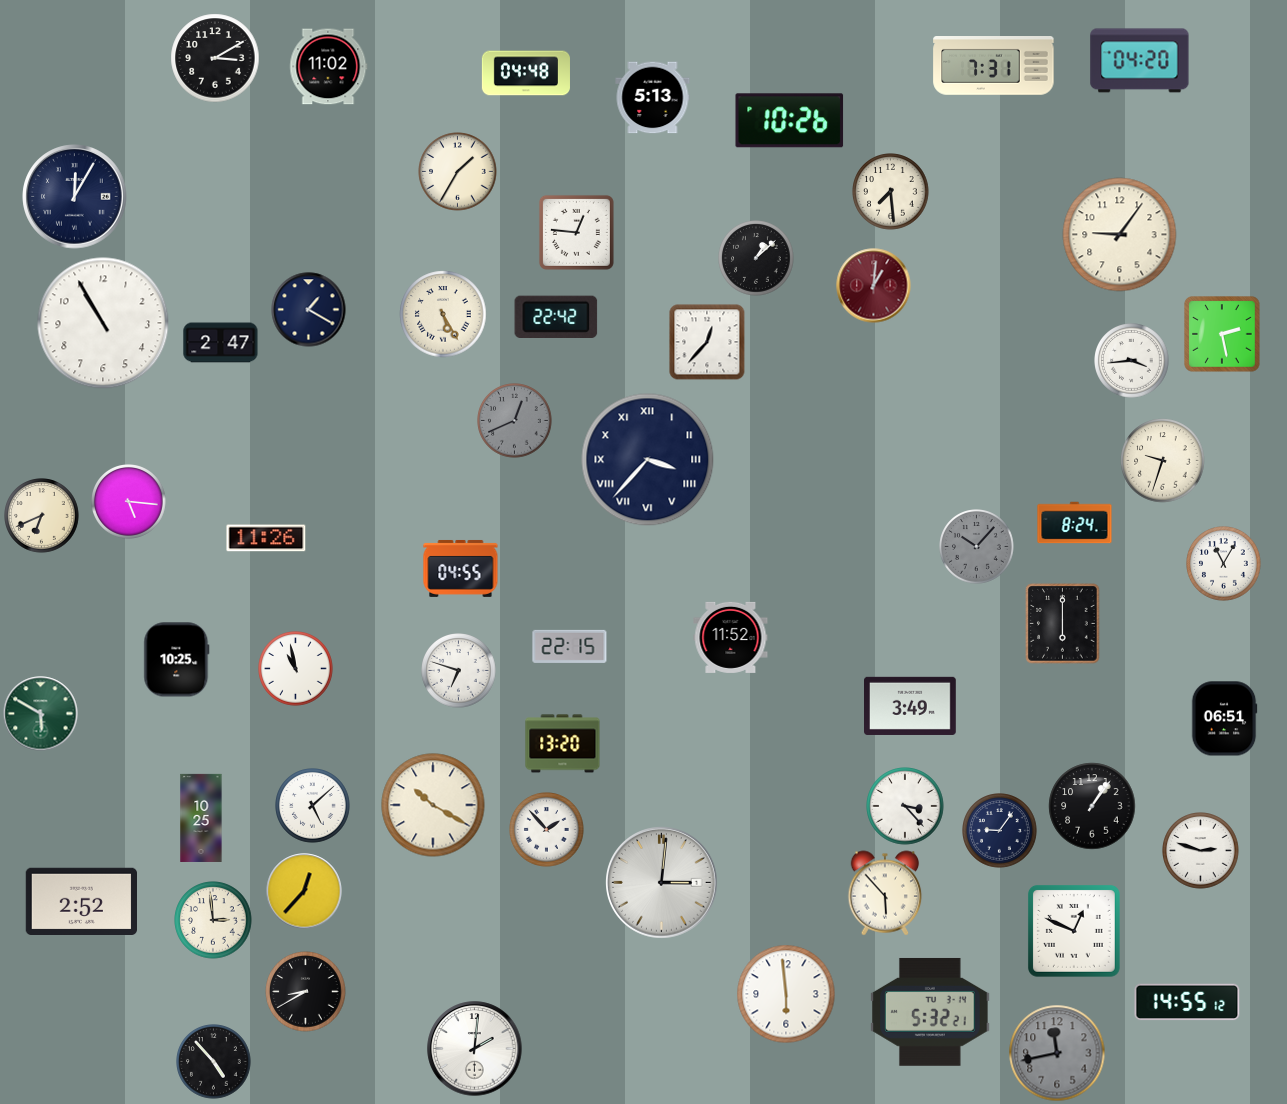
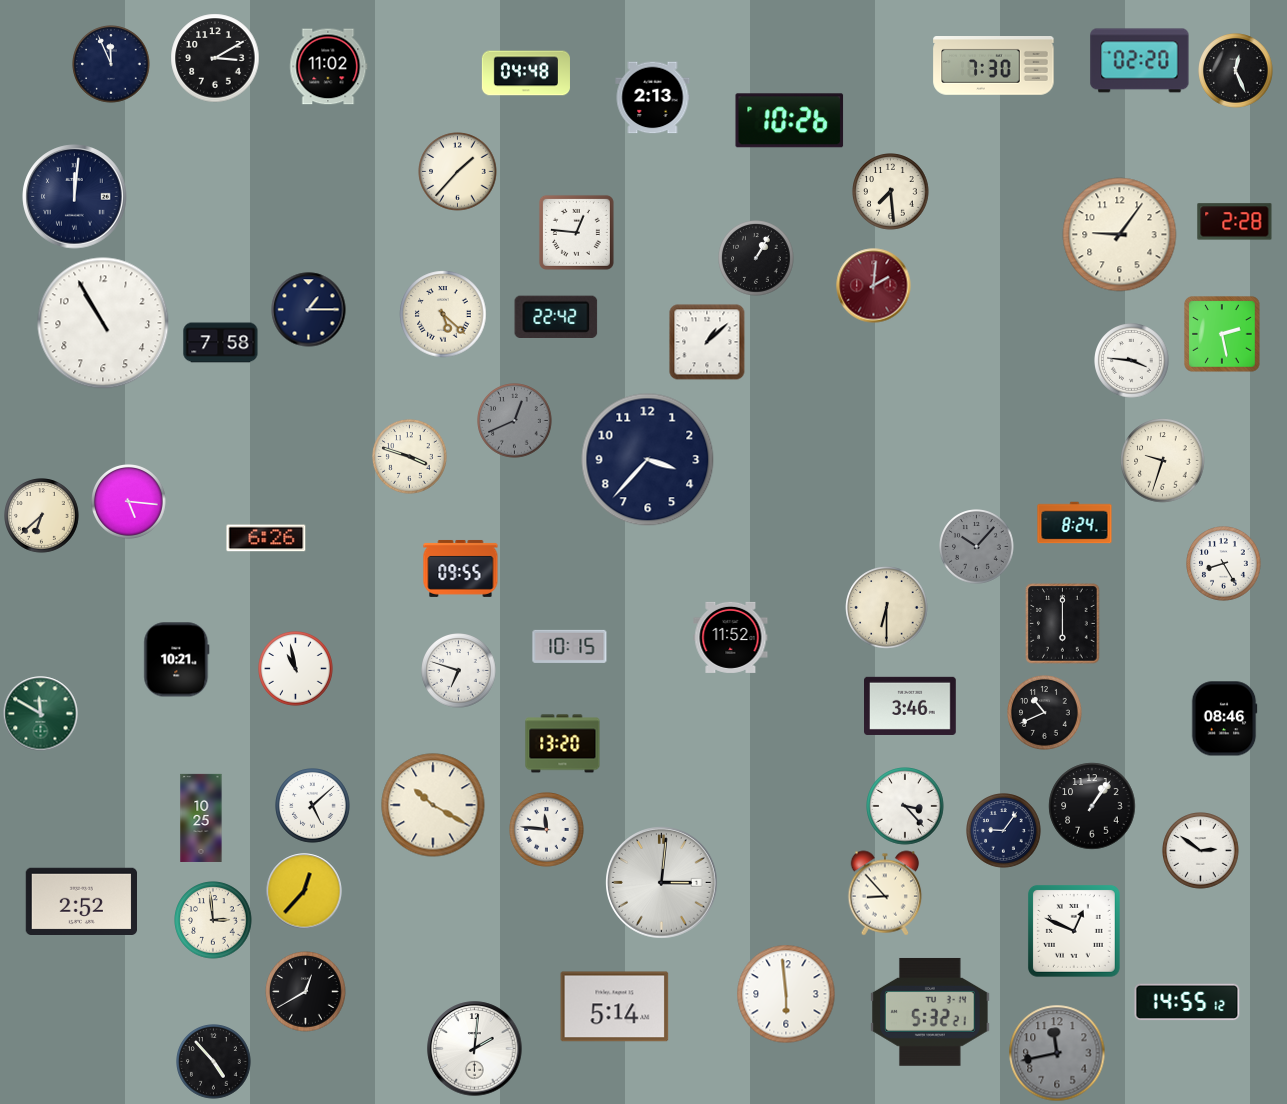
clock at (1140, 61): 04:20 -> 02:20
clock at (111, 64): none -> 11:56
clock at (994, 66): 7:31 -> 7:30
clock at (1236, 71): none -> 12:26
clock at (653, 98): 5:13 -> 2:13
clock at (458, 172): 1:35 -> 1:37
clock at (75, 197): 12:05 -> 12:01
clock at (1235, 222): none -> 2:28
clock at (756, 258): 1:08 -> 1:05
clock at (874, 286): 1:01 -> 2:01
clock at (309, 310): 1:20 -> 1:15
clock at (443, 314): 5:25 -> 5:22
clock at (707, 342): 12:37 -> 1:08
clock at (221, 343): 2:47 -> 7:58
clock at (1132, 361): 3:44 -> 3:46
clock at (410, 457): none -> 3:48
clock at (648, 460) numerals: Roman -> Arabic
clock at (42, 516): 6:41 -> 6:38
clock at (266, 538): 11:26 -> 6:26
clock at (1224, 564): 11:05 -> 8:25
clock at (461, 568): 04:55 -> 09:55
clock at (887, 608): none -> 6:30
clock at (570, 646): 22:15 -> 10:15
clock at (177, 660): 10:25 -> 10:21
clock at (911, 706): 3:49 -> 3:46
clock at (1045, 713): none -> 10:41
clock at (41, 714): 5:50 -> 11:50
clock at (1224, 719): 06:51 -> 08:46
clock at (547, 830): 1:53 -> 11:46
clock at (1000, 831) position: (1000, 831) -> (1004, 831)
clock at (1201, 851): 2:48 -> 2:51
clock at (885, 893): 5:53 -> 8:53
clock at (306, 992): 8:40 -> 12:40
clock at (615, 1007): none -> 5:14
